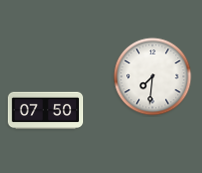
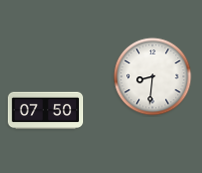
clock at (153, 77): 7:31 -> 8:31
